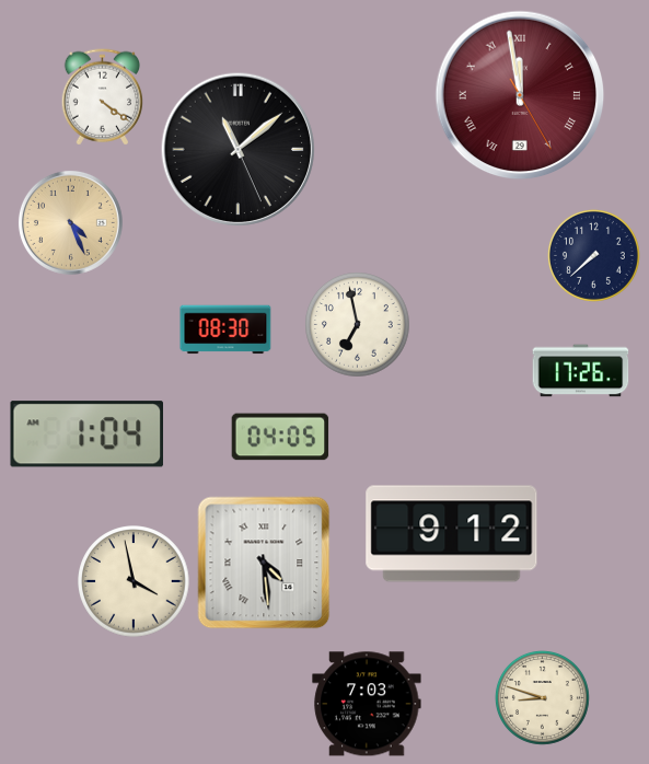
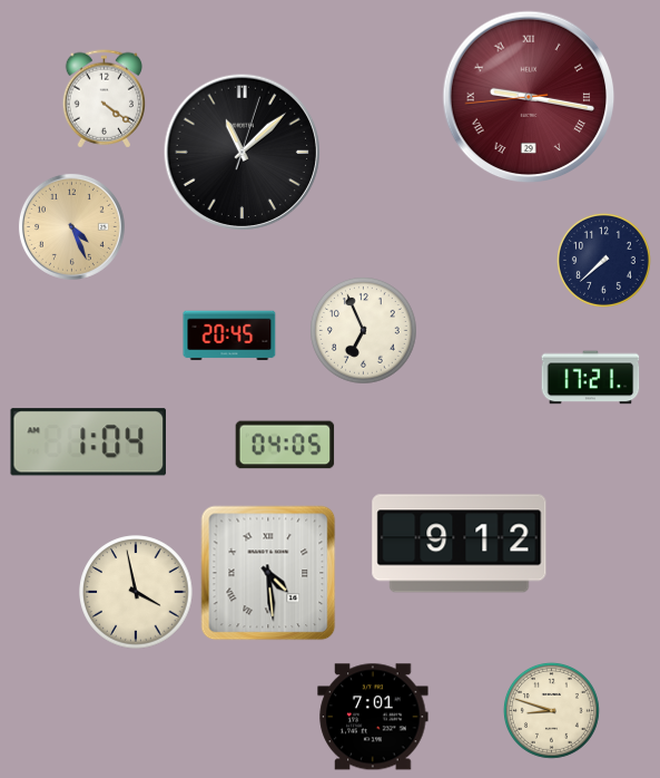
clock at (520, 95): 11:58 -> 9:16
clock at (237, 149): 11:08:26 -> 11:08:03
clock at (358, 325): 6:58 -> 6:56
clock at (225, 329): 08:30 -> 20:45
clock at (581, 371): 17:26 -> 17:21
clock at (367, 704): 7:03 -> 7:01
